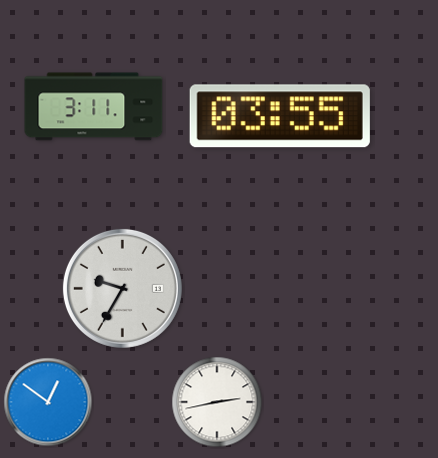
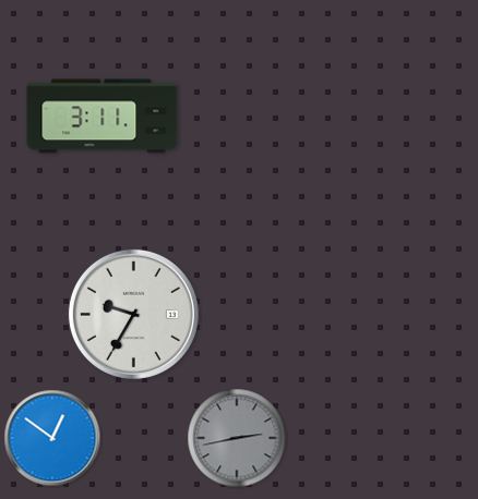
clock at (280, 116): 03:55 -> none
clock at (217, 402) dial: white -> grey
